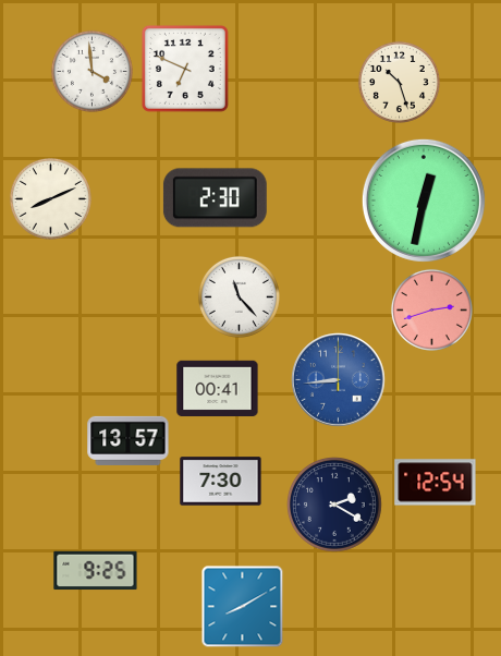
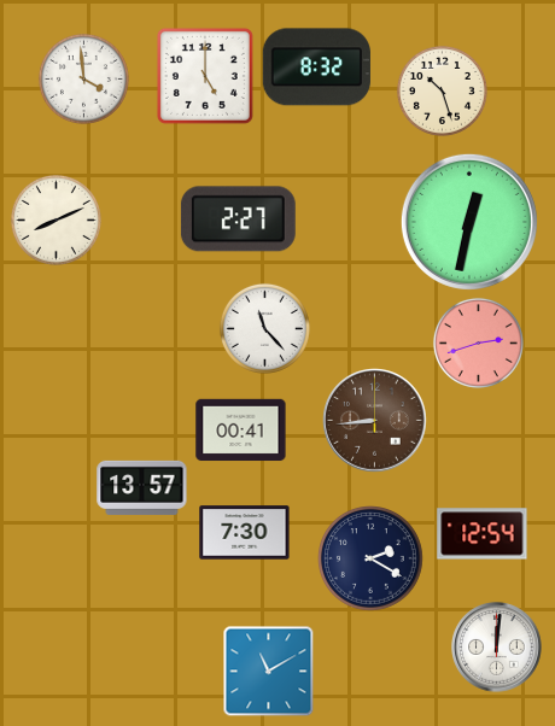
clock at (316, 68): none -> 8:32
clock at (185, 69): 6:49 -> 5:00
clock at (91, 71) position: (91, 71) -> (83, 78)
clock at (215, 198): 2:30 -> 2:27
clock at (339, 380) dial: blue -> brown
clock at (96, 571): 9:25 -> none
clock at (497, 648): none -> 12:01
clock at (243, 607): 8:10 -> 11:10
